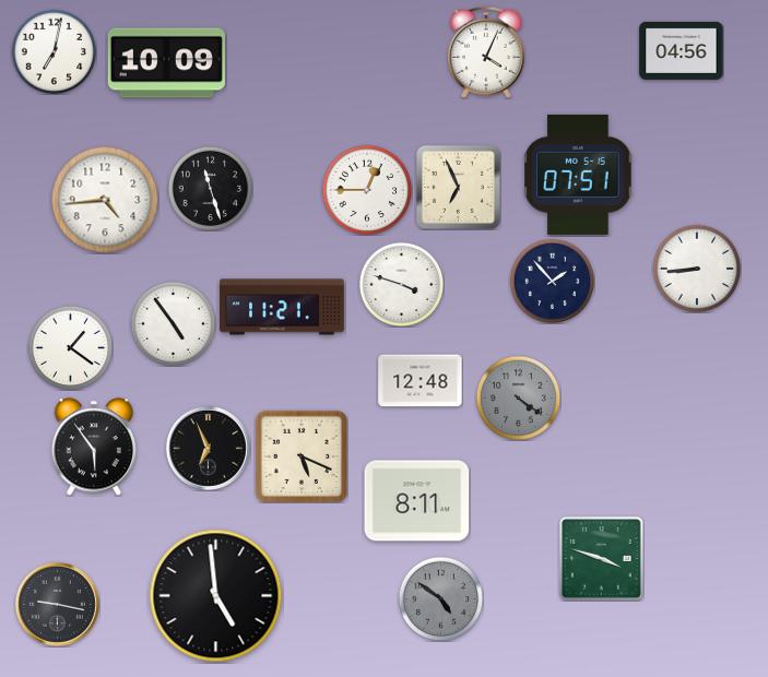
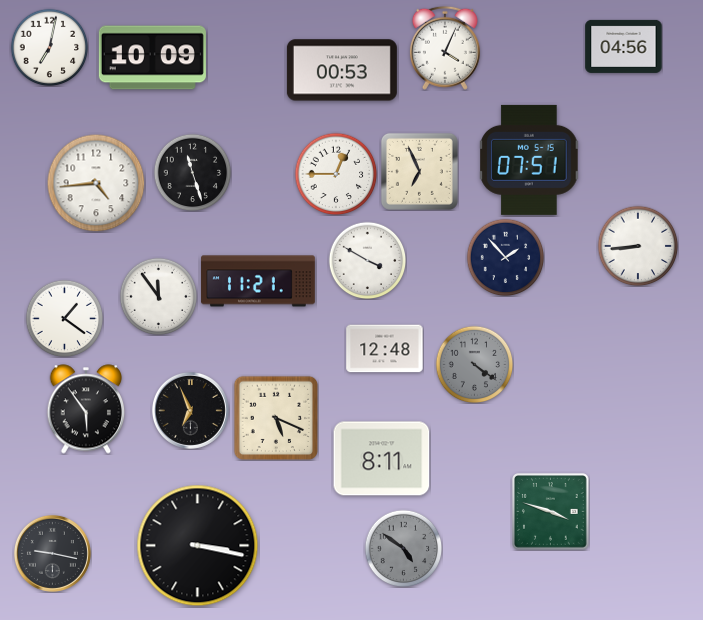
clock at (342, 70): none -> 00:53
clock at (401, 284): 3:48 -> 3:50
clock at (173, 323): 4:54 -> 11:54
clock at (216, 596): 4:59 -> 3:17
